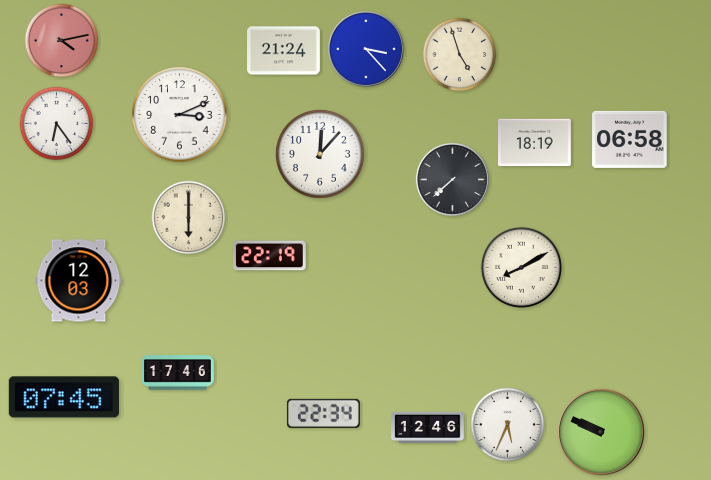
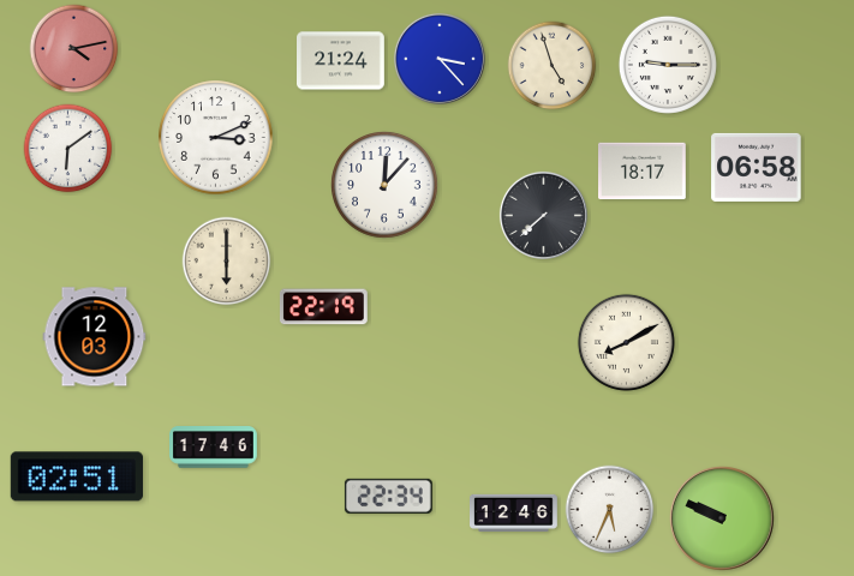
clock at (668, 65): none -> 9:15
clock at (57, 124): 6:24 -> 6:09
clock at (535, 143): 18:19 -> 18:17
clock at (521, 267) position: (521, 267) -> (626, 342)
clock at (64, 397): 07:45 -> 02:51
